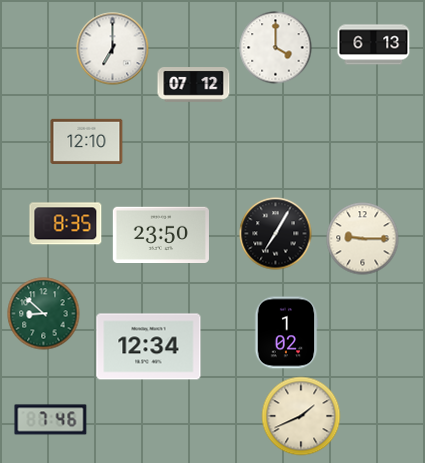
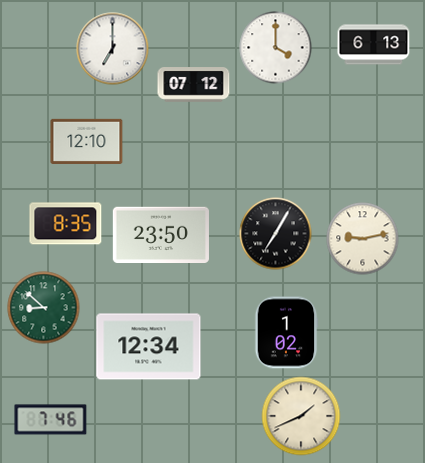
clock at (363, 239): 9:15 -> 9:13
clock at (44, 314) position: (44, 314) -> (44, 308)
